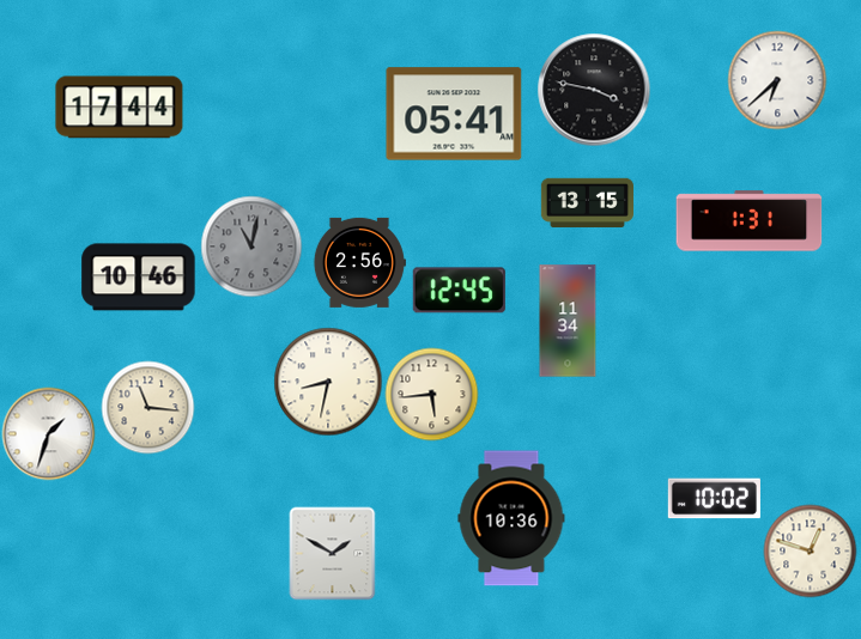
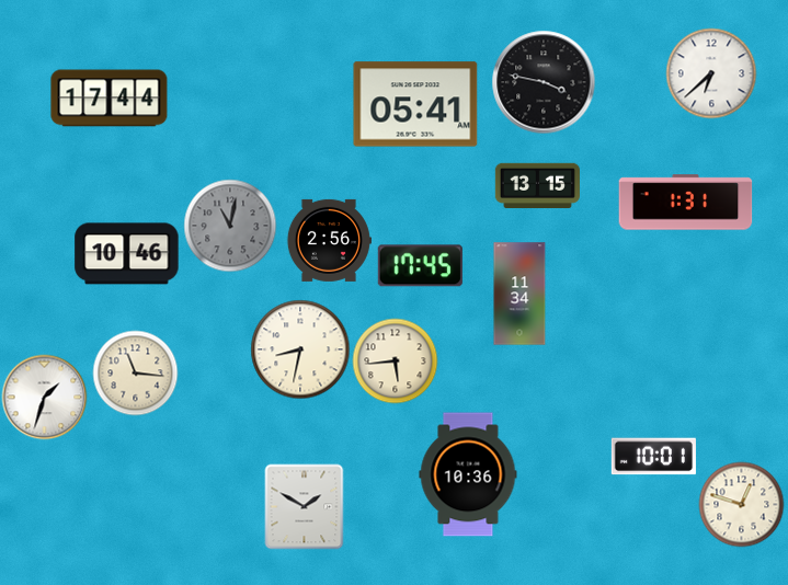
clock at (459, 291): 12:45 -> 17:45
clock at (714, 499): 10:02 -> 10:01
